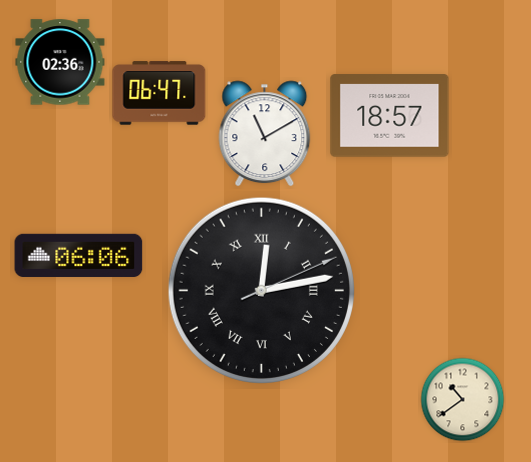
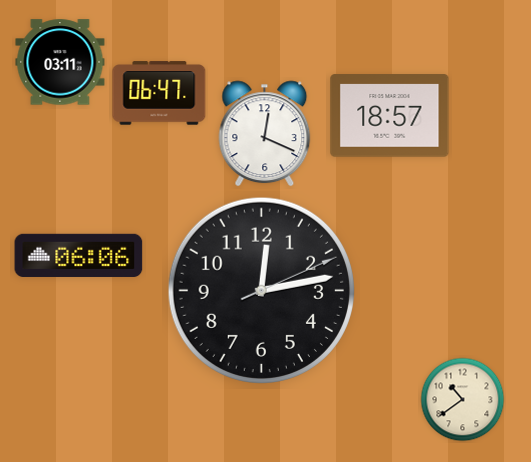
clock at (60, 62): 02:36 -> 03:11
clock at (265, 134): 11:10 -> 12:19
clock at (261, 290) numerals: Roman -> Arabic
